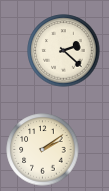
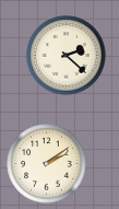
clock at (64, 51) position: (64, 51) -> (67, 56)
